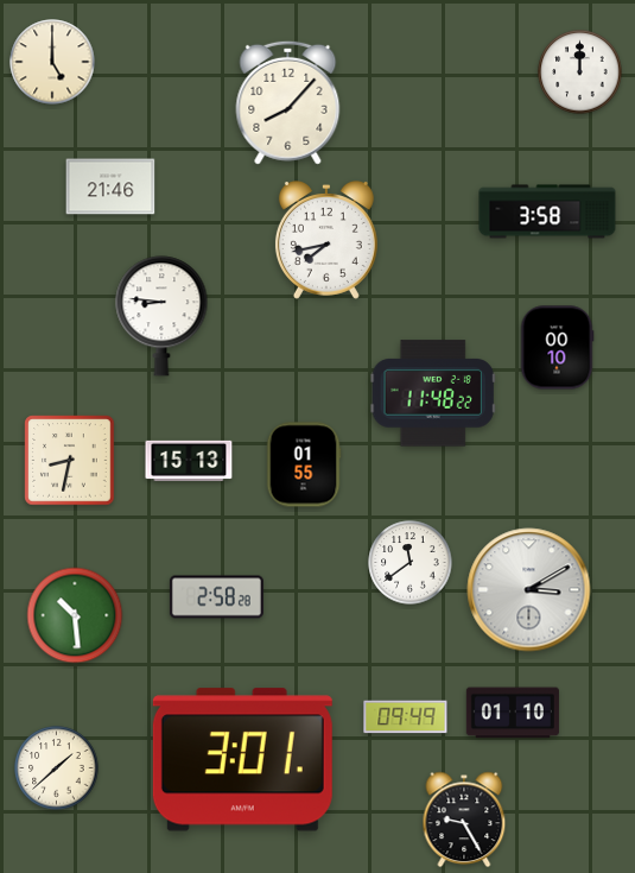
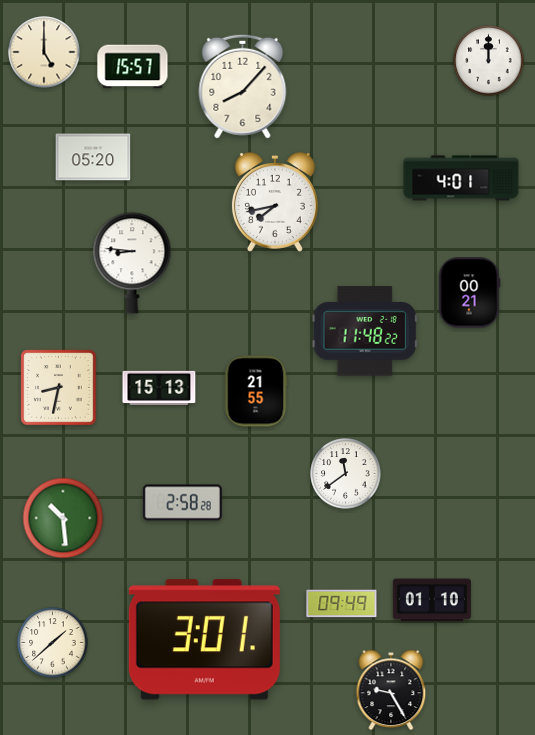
clock at (133, 67): none -> 15:57
clock at (110, 186): 21:46 -> 05:20
clock at (547, 211): 3:58 -> 4:01
clock at (161, 316) position: (161, 316) -> (132, 263)
clock at (557, 348): 00:10 -> 00:21
clock at (304, 464): 01:55 -> 21:55
clock at (529, 590): 3:10 -> none
clock at (57, 768) position: (57, 768) -> (53, 643)
